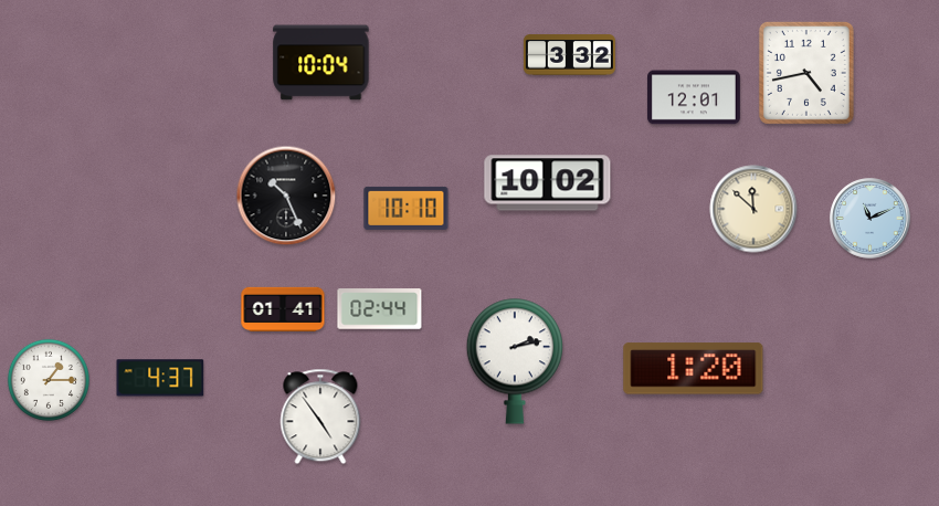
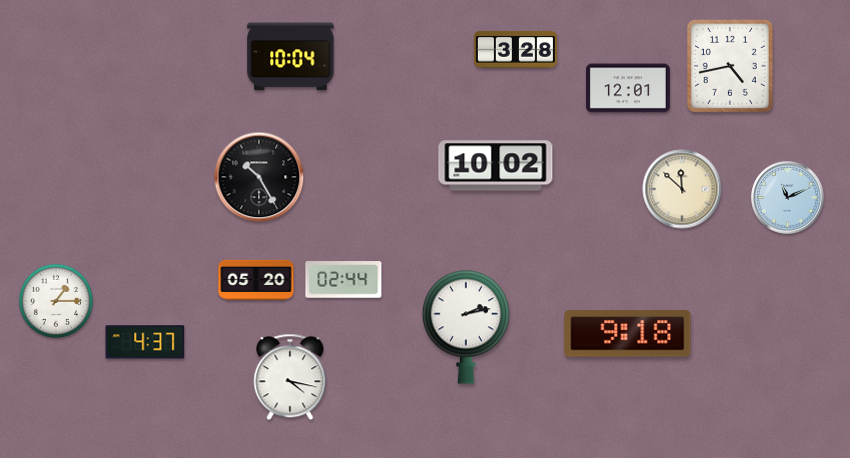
clock at (569, 55): 3:32 -> 3:28
clock at (286, 196): 10:26 -> 10:25
clock at (407, 208): 10:10 -> none
clock at (283, 308): 01:41 -> 05:20
clock at (694, 369): 1:20 -> 9:18
clock at (49, 380) position: (49, 380) -> (56, 301)
clock at (320, 417): 4:54 -> 4:17
